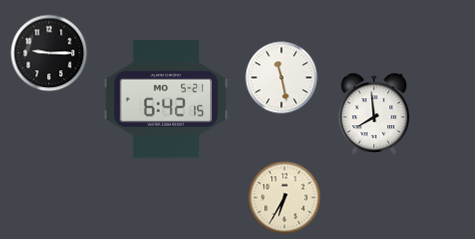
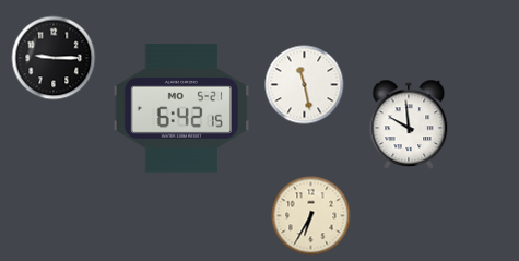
clock at (282, 78) position: (282, 78) -> (305, 85)
clock at (374, 114): 7:59 -> 9:59
